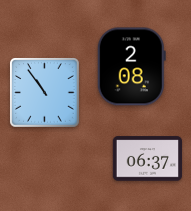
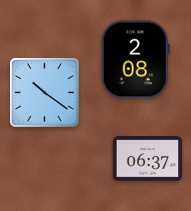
clock at (131, 67) position: (131, 67) -> (135, 60)
clock at (45, 93): 10:54 -> 10:21
